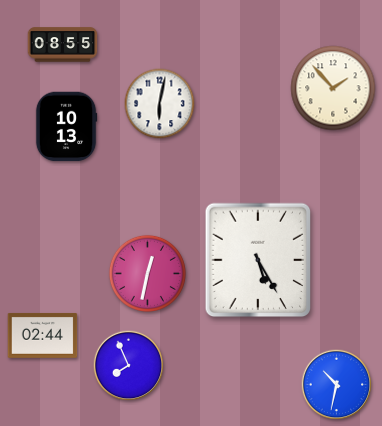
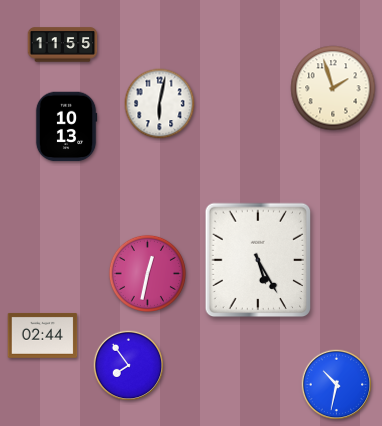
clock at (63, 45): 08:55 -> 11:55
clock at (333, 88): 1:53 -> 1:57
clock at (129, 366): 7:56 -> 7:54
